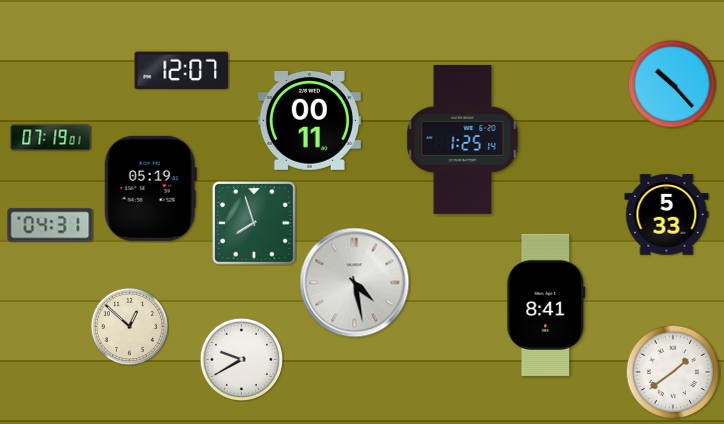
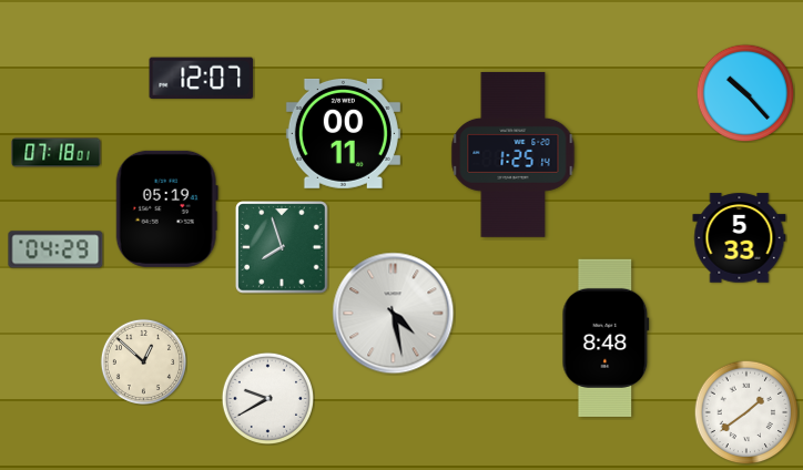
clock at (51, 138): 07:19 -> 07:18
clock at (50, 225): 04:31 -> 04:29
clock at (546, 305): 8:41 -> 8:48
